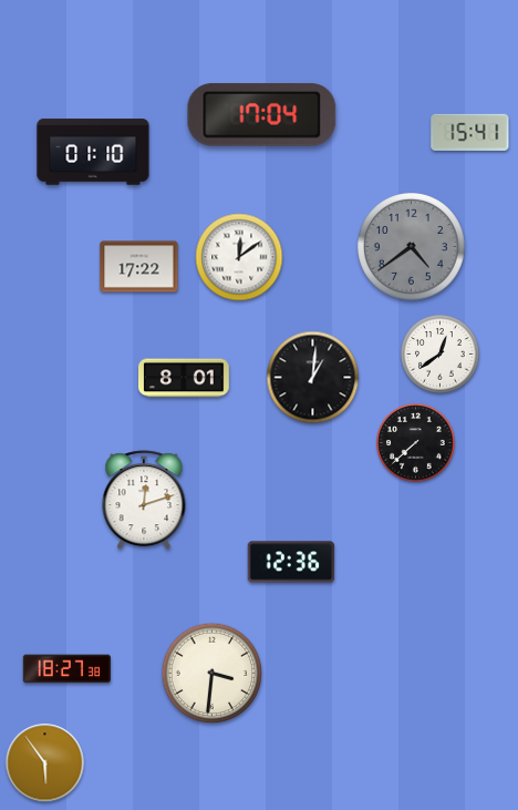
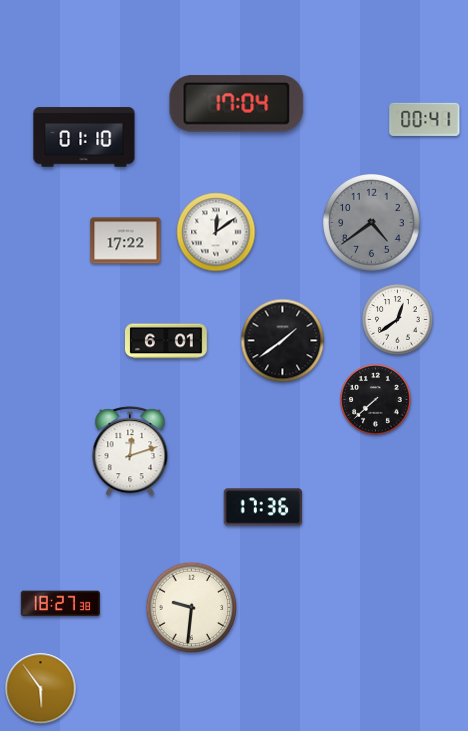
clock at (470, 132): 15:41 -> 00:41
clock at (185, 378): 8:01 -> 6:01
clock at (313, 378): 1:01 -> 1:39
clock at (291, 562): 12:36 -> 17:36
clock at (213, 674): 3:31 -> 9:31
